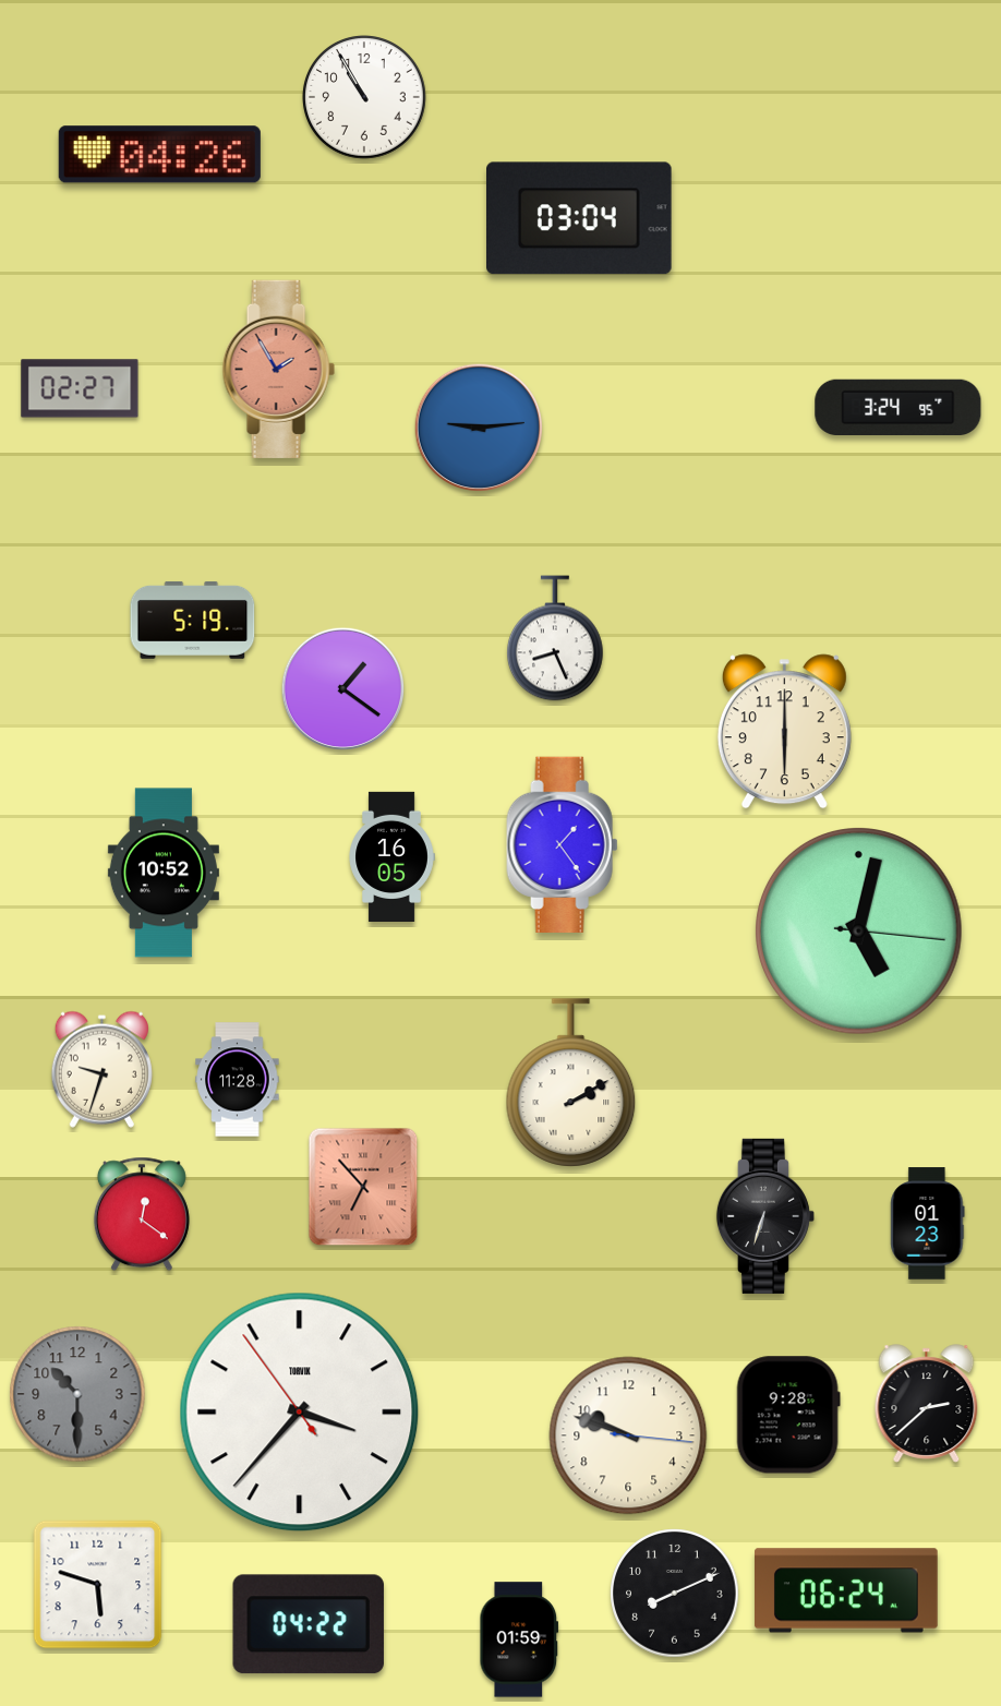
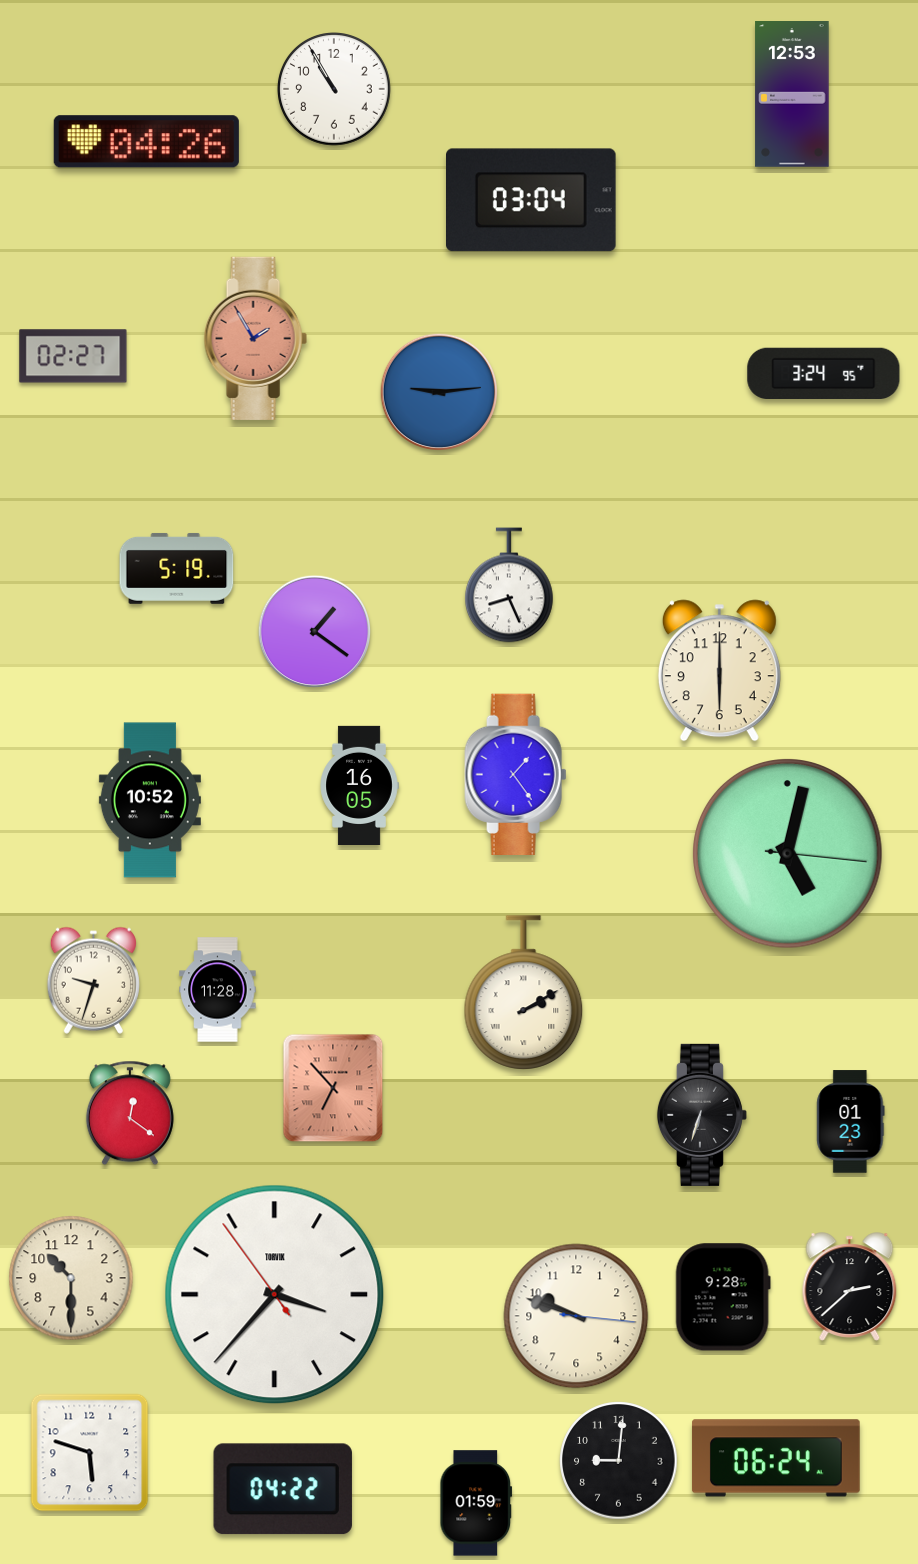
clock at (792, 95): none -> 12:53
clock at (77, 1394) dial: grey -> cream
clock at (675, 1594): 8:11 -> 9:01
